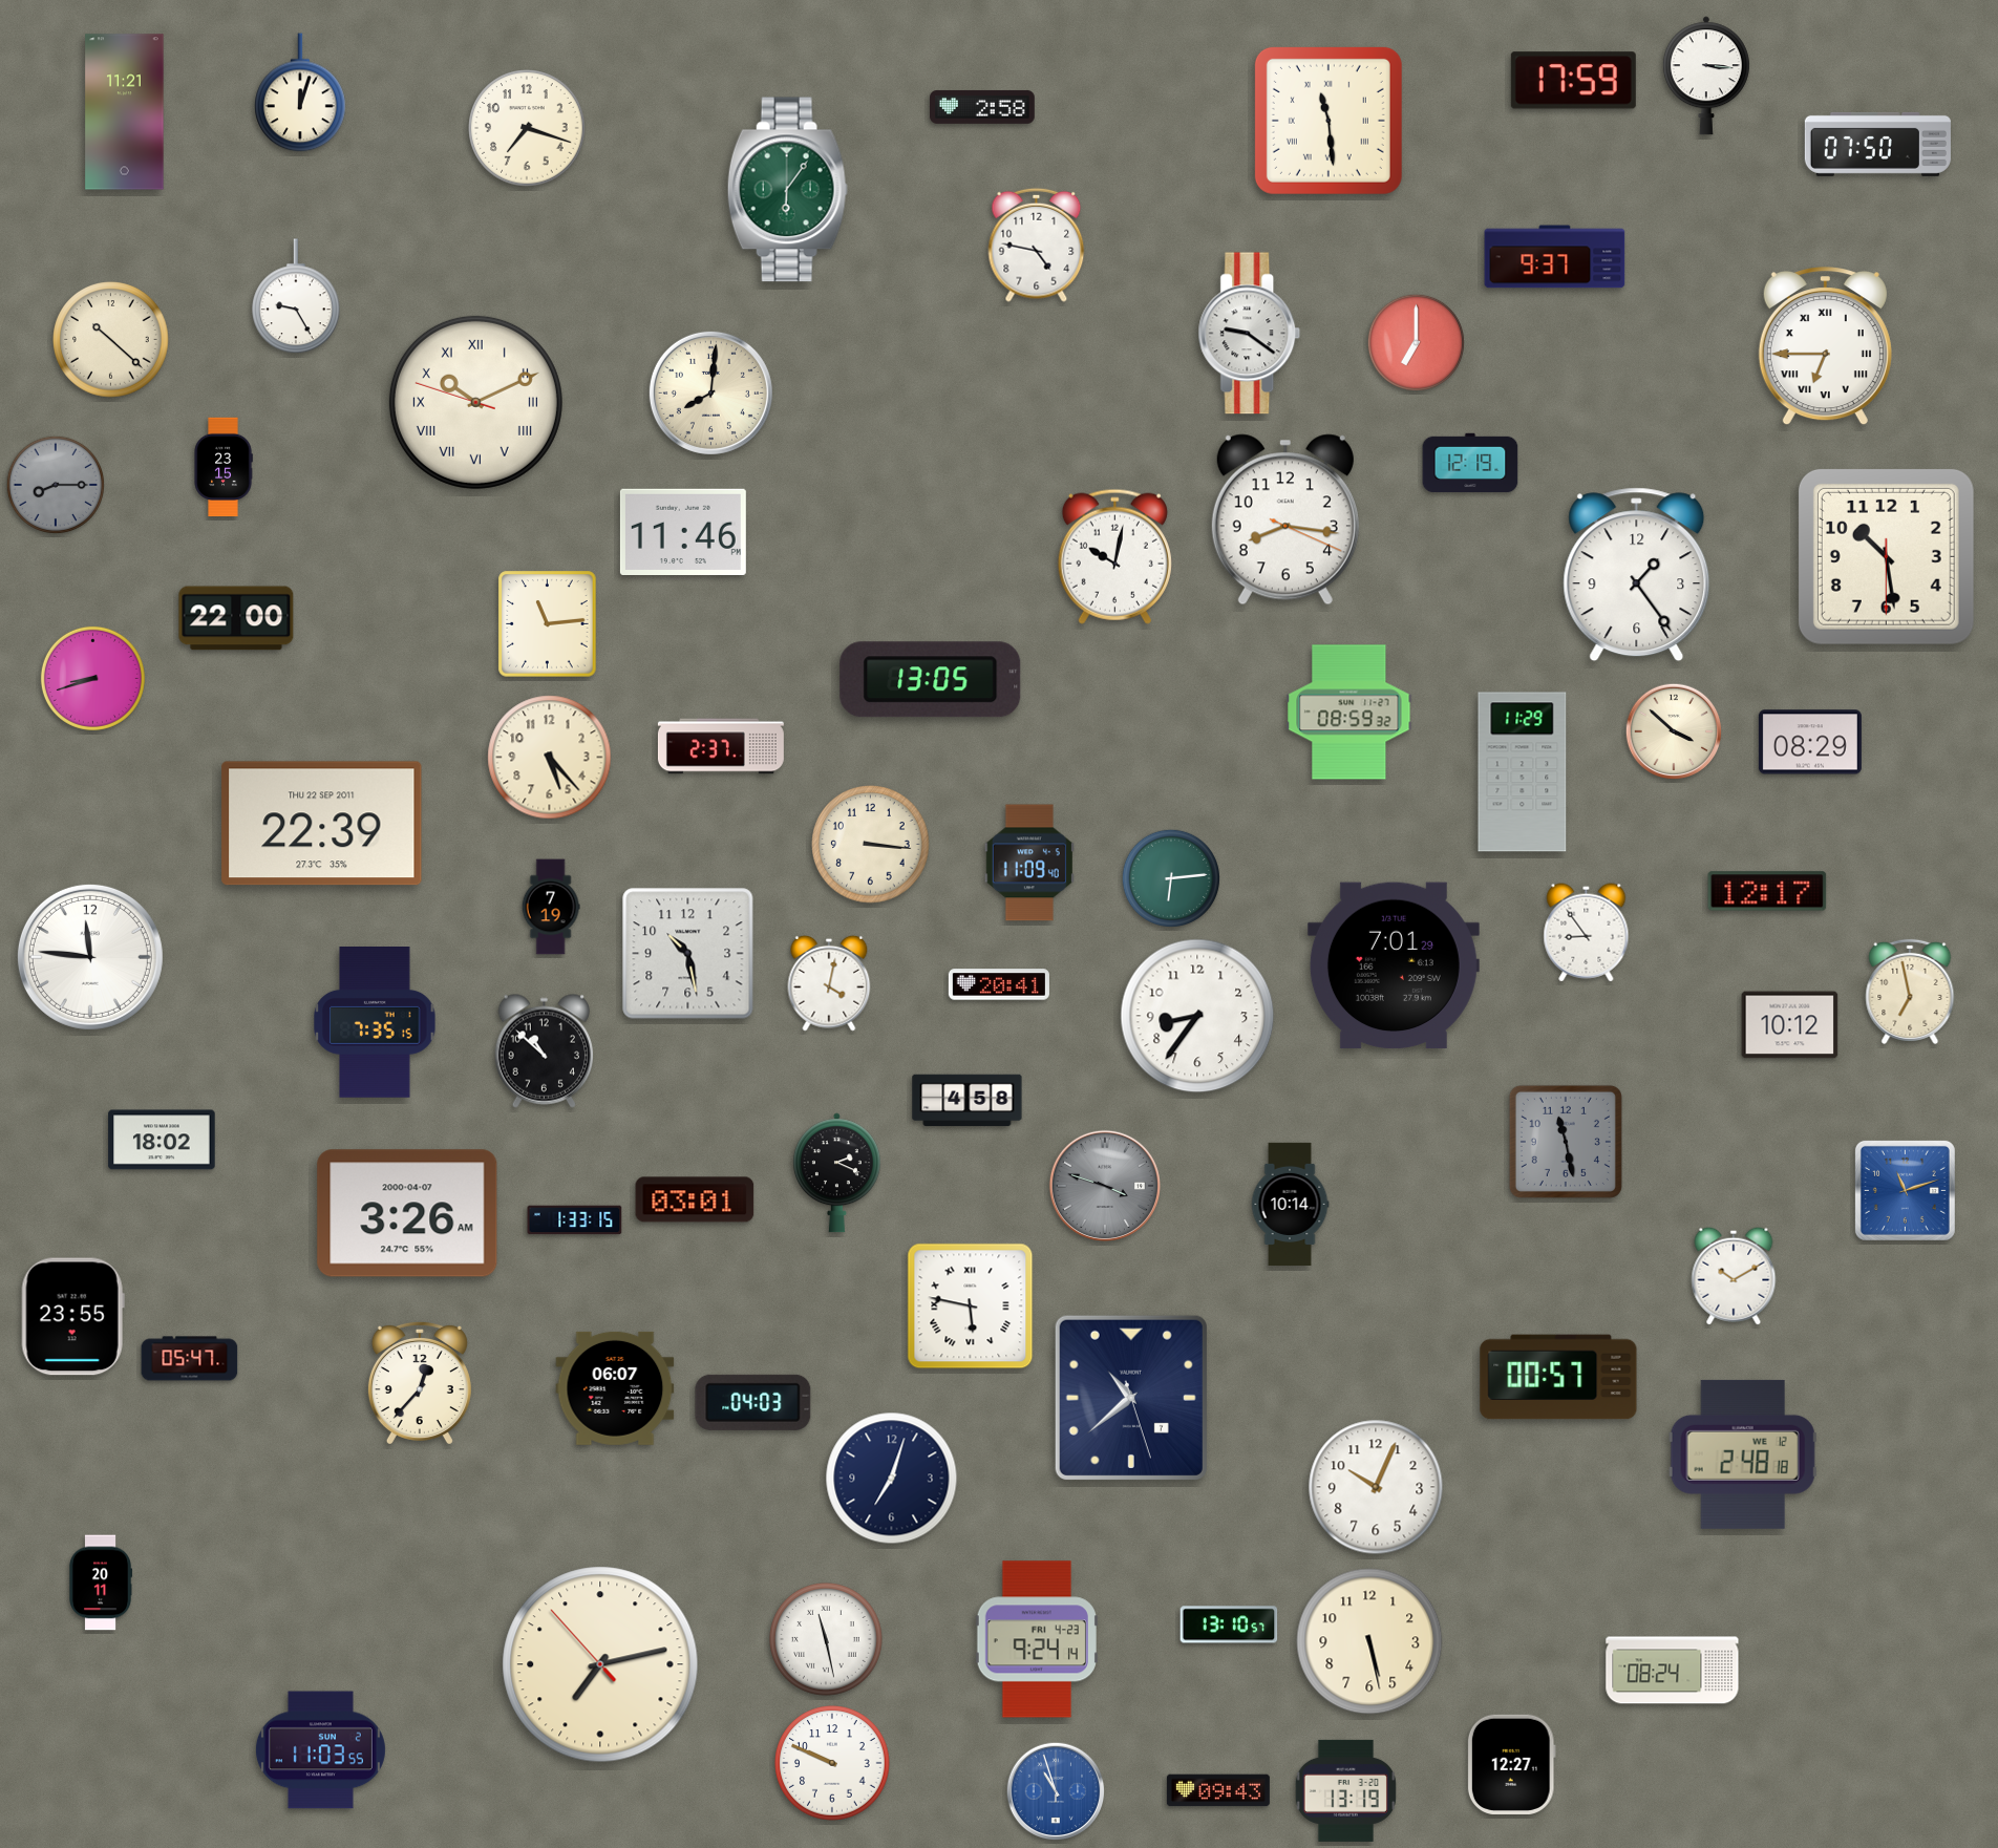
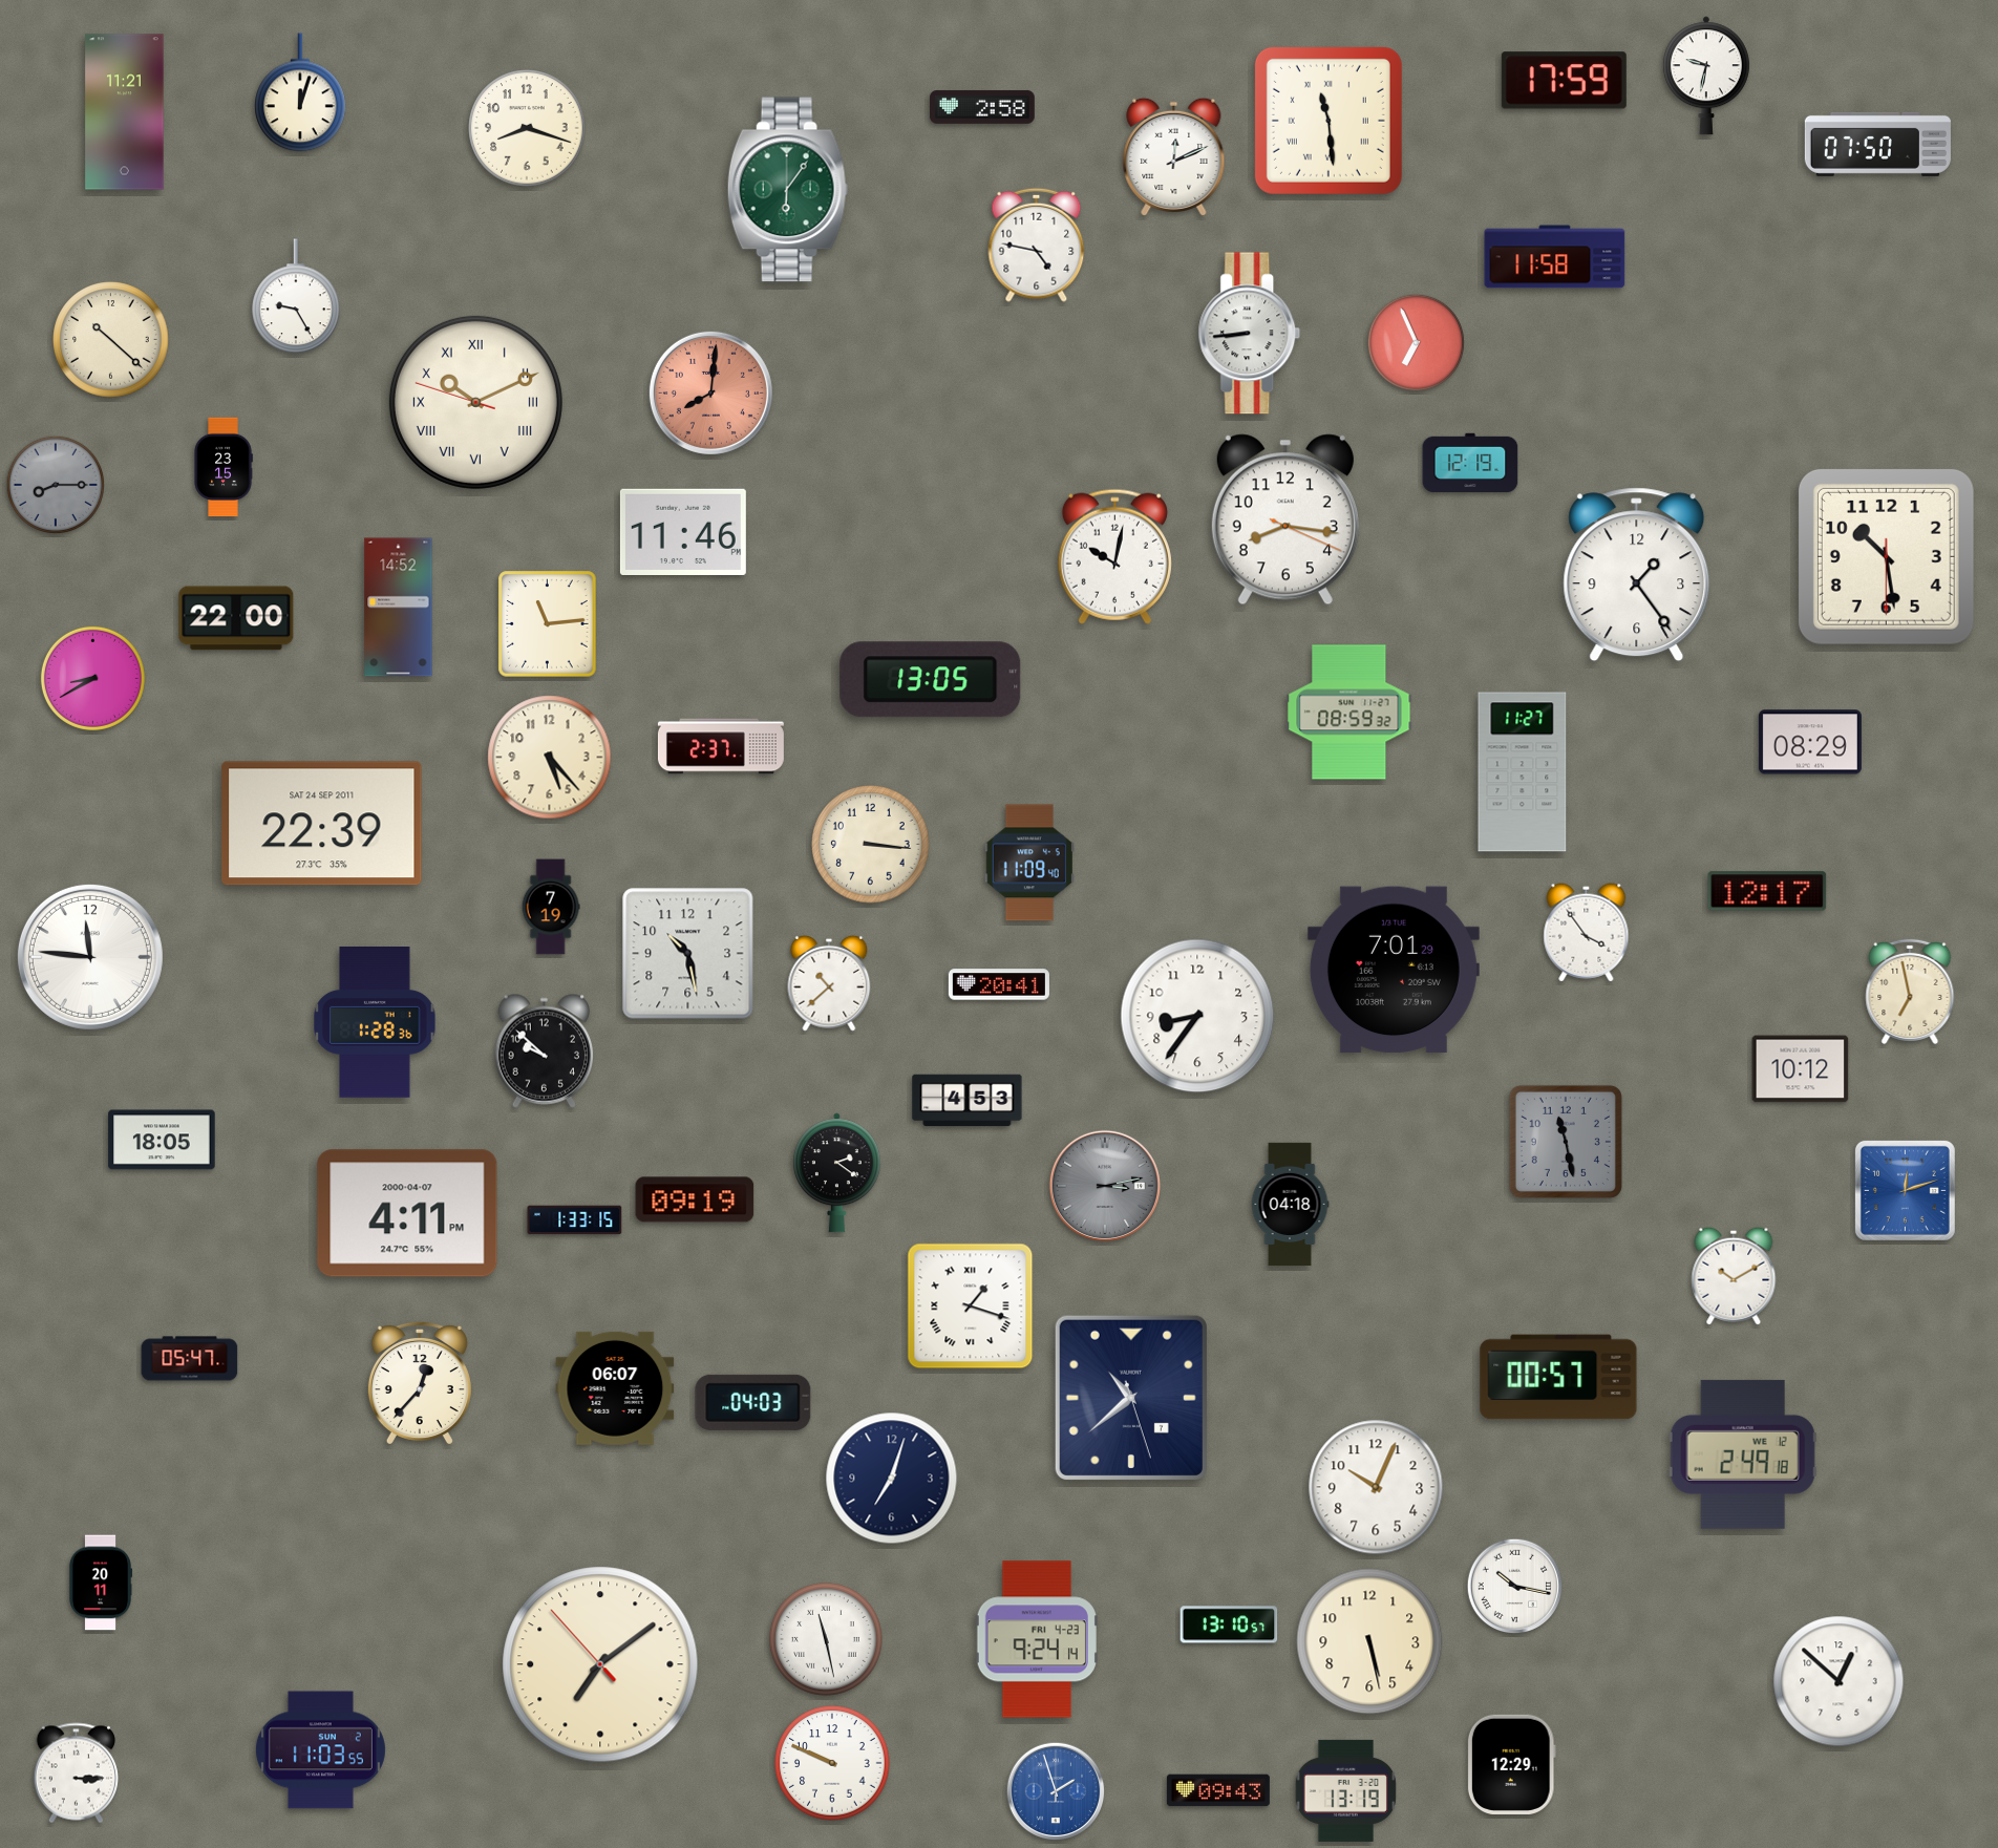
clock at (1706, 76): 3:16 -> 9:32
clock at (1573, 81) position: (1573, 81) -> (1564, 81)
clock at (527, 128): 7:18 -> 8:18
clock at (1174, 157): none -> 12:11
clock at (1555, 257): 9:37 -> 11:58
clock at (1250, 334): 9:21 -> 8:44
clock at (1416, 342): 7:00 -> 6:56
clock at (1825, 347): 6:45 -> none
clock at (710, 392) dial: cream -> salmon
clock at (399, 608): none -> 14:52
clock at (92, 678): 8:42 -> 8:40
clock at (1674, 731): 3:52 -> none
clock at (1523, 772): 11:29 -> 11:27
clock at (322, 824) date: THU 22 SEP 2011 -> SAT 24 SEP 2011
clock at (1170, 877): 6:14 -> none
clock at (1587, 933): 8:54 -> 3:54
clock at (1394, 965) position: (1394, 965) -> (1394, 970)
clock at (829, 983): 4:02 -> 10:38
clock at (375, 1023): 7:35 -> 1:28
clock at (1790, 1025) position: (1790, 1025) -> (1801, 1069)
clock at (544, 1050): 10:52 -> 9:52
clock at (968, 1101): 4:58 -> 4:53
clock at (162, 1140): 18:02 -> 18:05
clock at (836, 1173): 2:19 -> 2:21
clock at (1105, 1186): 3:48 -> 3:13
clock at (1905, 1190): 11:12 -> 12:12
clock at (695, 1199): 03:01 -> 09:19
clock at (1290, 1204): 10:14 -> 04:18
clock at (407, 1213): 3:26 -> 4:11
clock at (971, 1307): 5:47 -> 1:18
clock at (72, 1317): 23:55 -> none
clock at (1743, 1454): 2:48 -> 2:49
clock at (1515, 1587): none -> 10:17
clock at (600, 1664): 7:12 -> 7:08
clock at (1673, 1671): 08:24 -> none
clock at (1838, 1681): none -> 12:52
clock at (1511, 1764): 12:27 -> 12:29
clock at (76, 1773): none -> 3:15
clock at (1056, 1791): 10:57 -> 1:57
